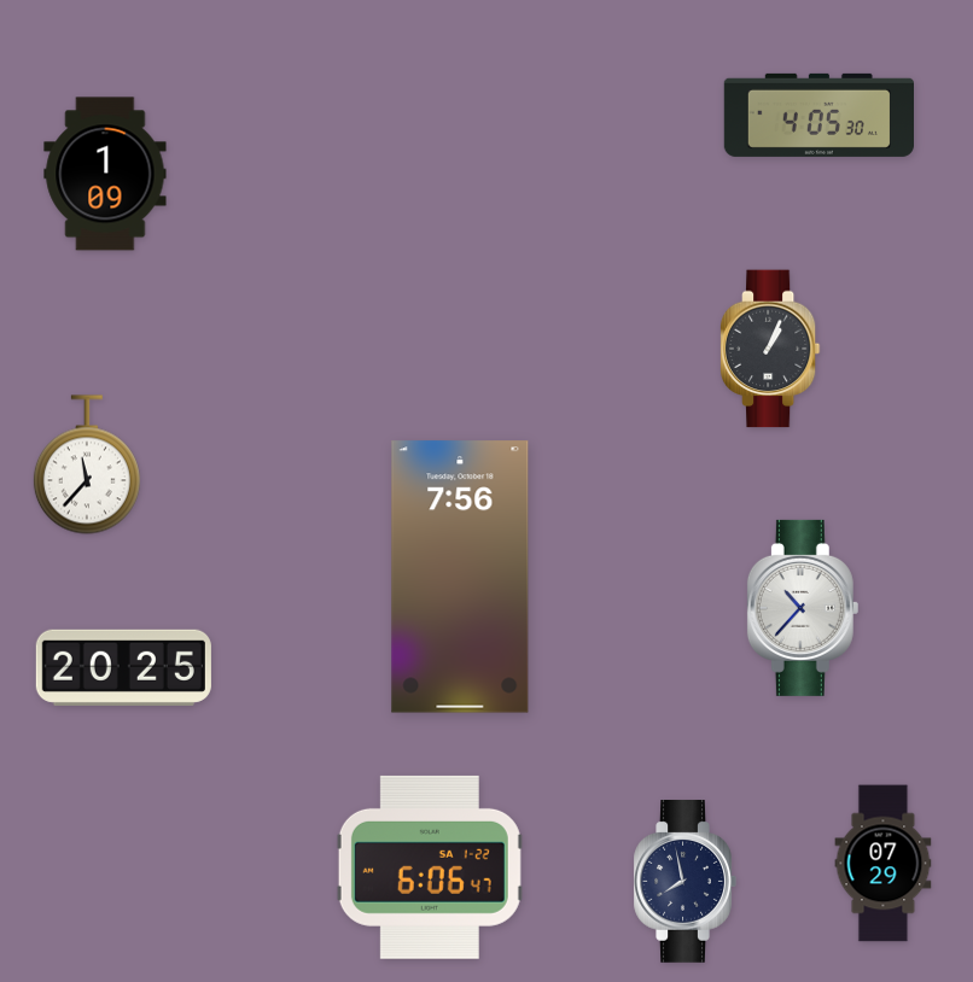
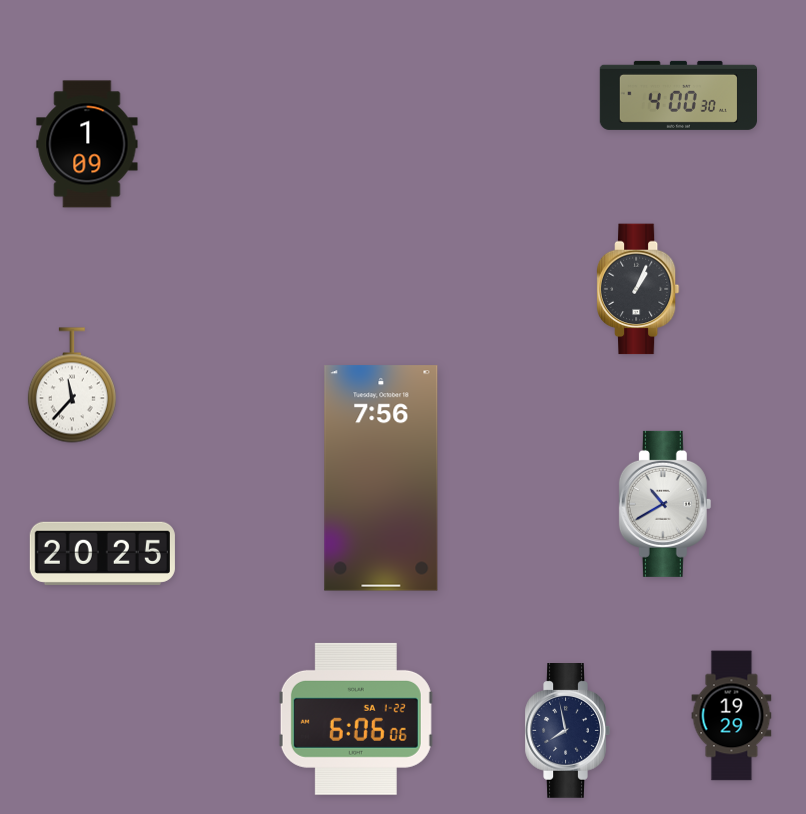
clock at (818, 115): 4:05 -> 4:00
clock at (803, 608): 10:37 -> 10:40
clock at (884, 864): 07:29 -> 19:29
clock at (430, 867): 6:06:47 -> 6:06:06
